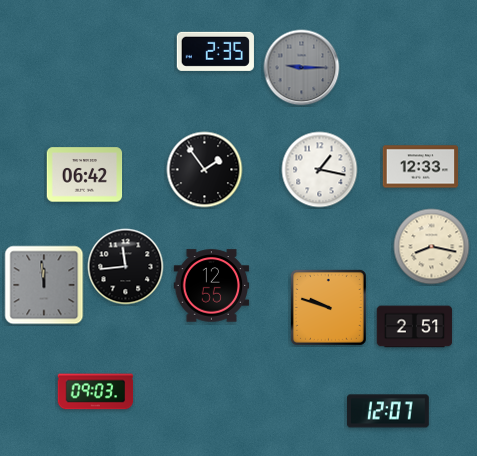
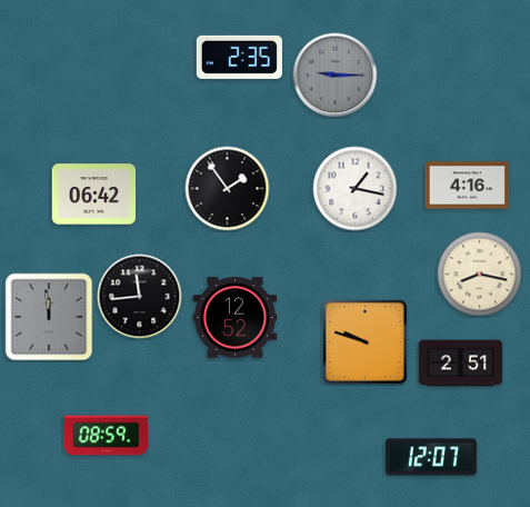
clock at (421, 167): 12:33 -> 4:16
clock at (212, 286): 12:55 -> 12:52
clock at (96, 392): 09:03 -> 08:59
